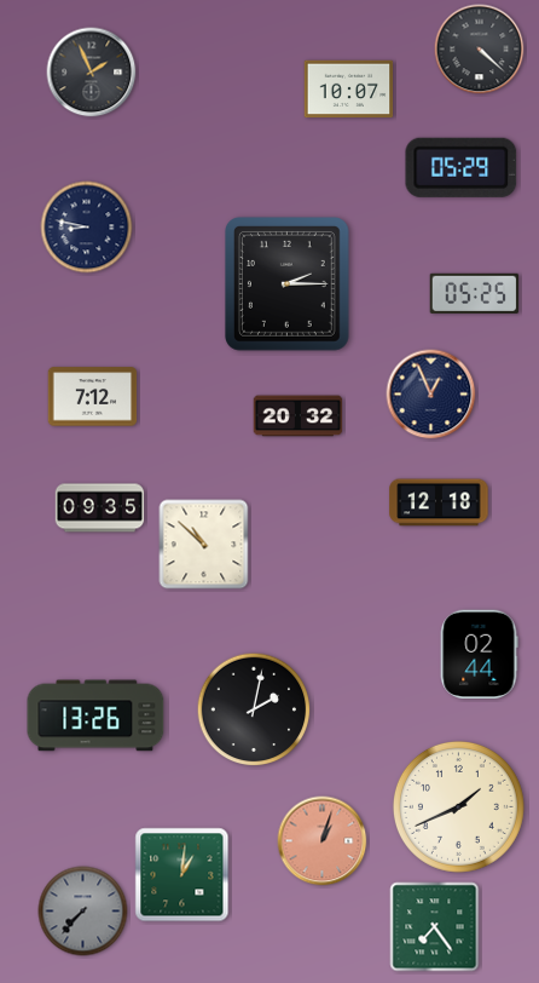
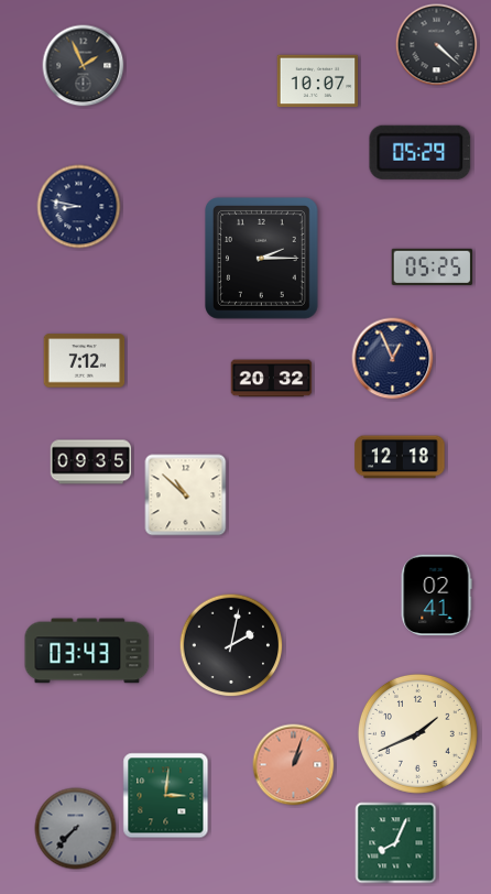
clock at (479, 655): 02:44 -> 02:41
clock at (95, 715): 13:26 -> 03:43
clock at (182, 875): 1:01 -> 3:01
clock at (435, 927): 7:24 -> 8:04
